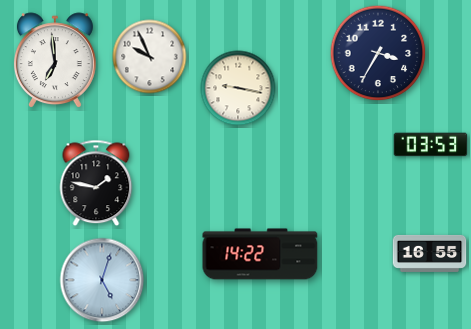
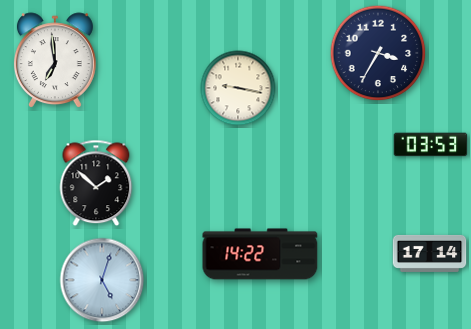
clock at (150, 57): 9:56 -> none
clock at (96, 183): 1:47 -> 1:52
clock at (430, 253): 16:55 -> 17:14
